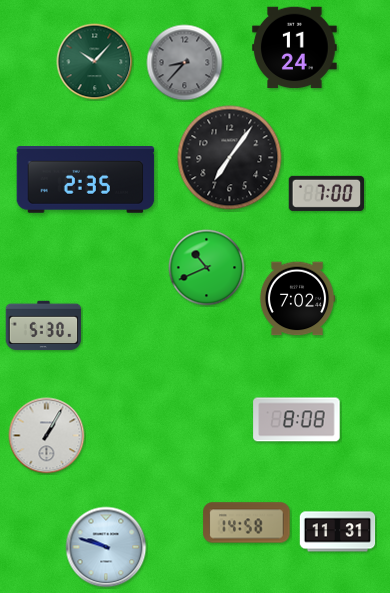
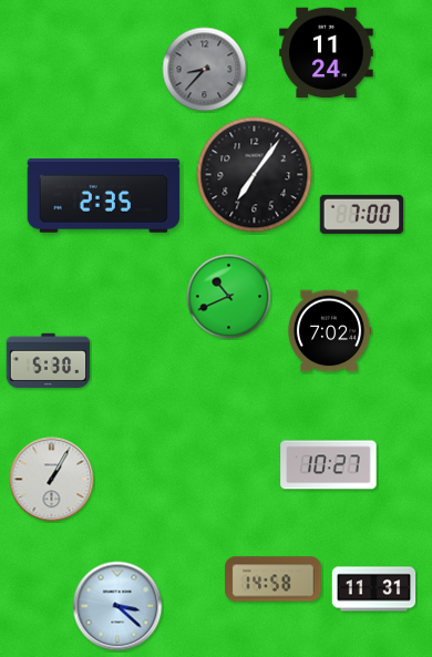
clock at (95, 62): 10:07 -> none
clock at (86, 180) position: (86, 180) -> (104, 196)
clock at (297, 420): 8:08 -> 10:27
clock at (47, 436) position: (47, 436) -> (52, 480)
clock at (106, 547): 9:48 -> 3:22
